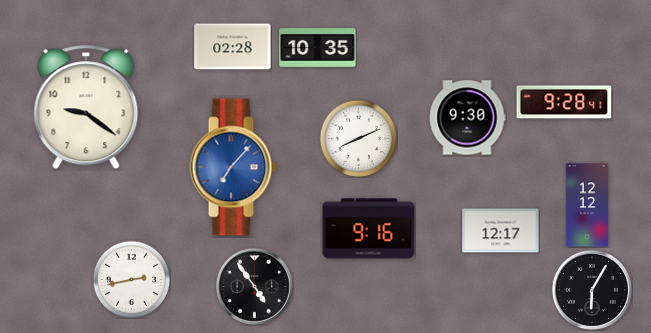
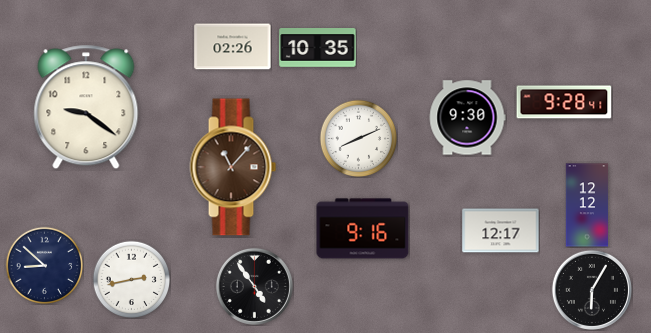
clock at (233, 47): 02:28 -> 02:26
clock at (233, 167): 7:07 -> 11:07
clock at (233, 167) dial: blue -> brown
clock at (369, 229) position: (369, 229) -> (363, 229)
clock at (44, 265): none -> 8:52
